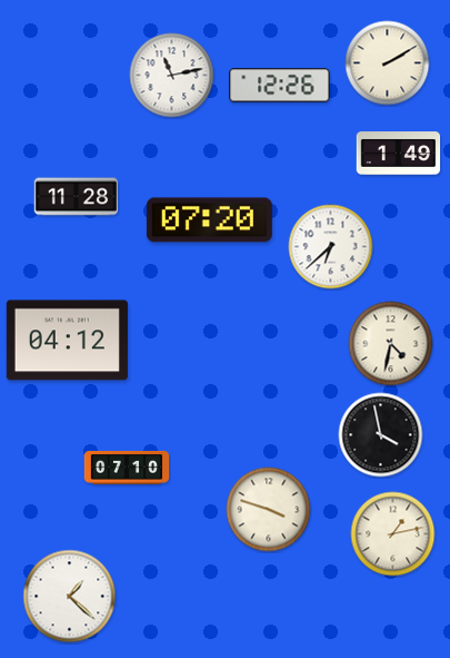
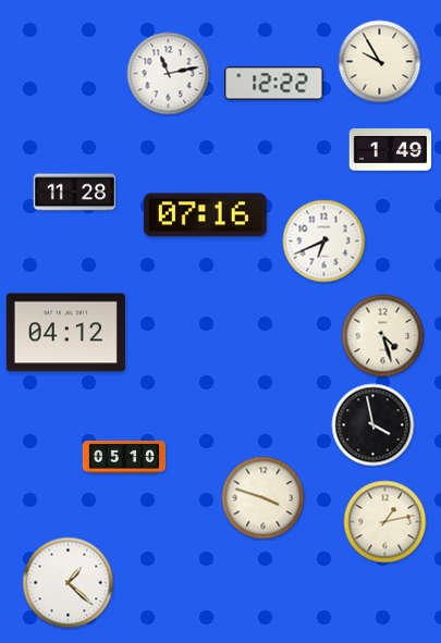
clock at (388, 63): 2:10 -> 9:55
clock at (280, 86): 12:26 -> 12:22
clock at (209, 220): 07:20 -> 07:16
clock at (331, 247): 6:38 -> 6:41
clock at (391, 344): 4:32 -> 4:27
clock at (127, 468): 07:10 -> 05:10
